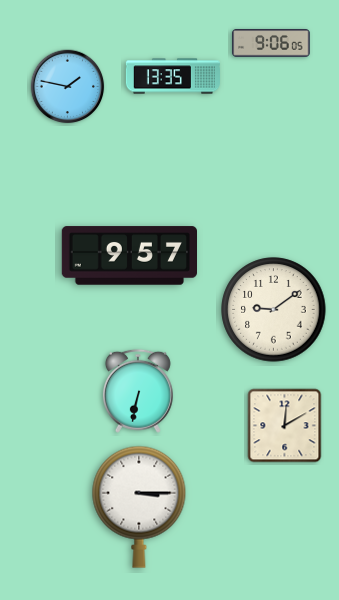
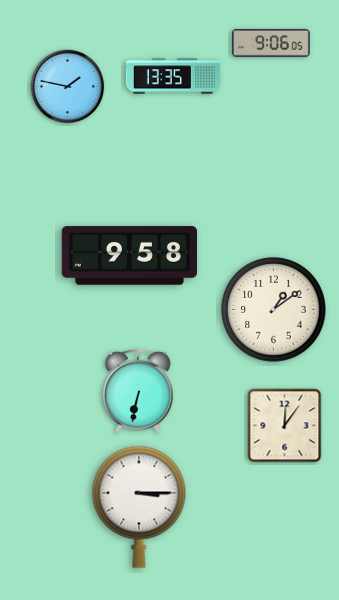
clock at (129, 256): 9:57 -> 9:58
clock at (274, 310): 9:09 -> 1:09
clock at (285, 426): 12:10 -> 12:06
